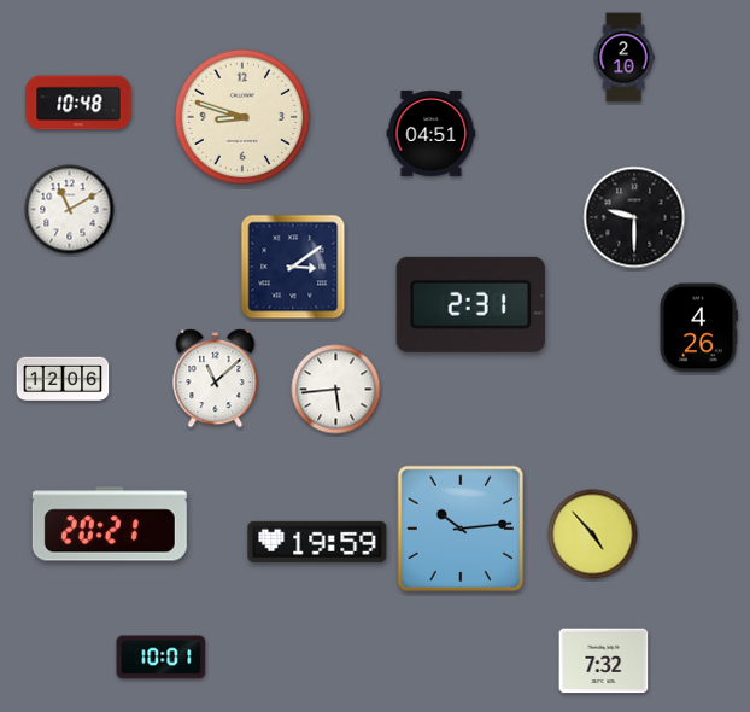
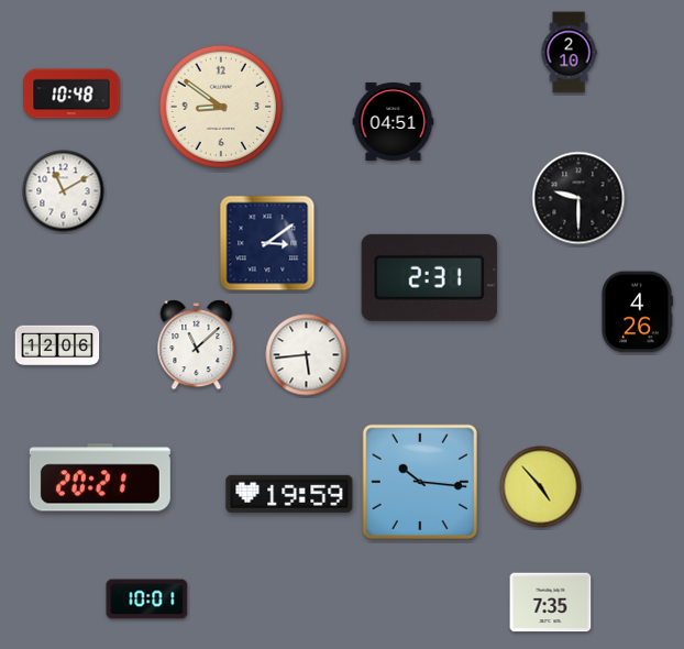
clock at (242, 117): 8:48 -> 8:51
clock at (698, 328) position: (698, 328) -> (637, 312)
clock at (459, 527): 10:14 -> 10:16
clock at (604, 661): 7:32 -> 7:35
